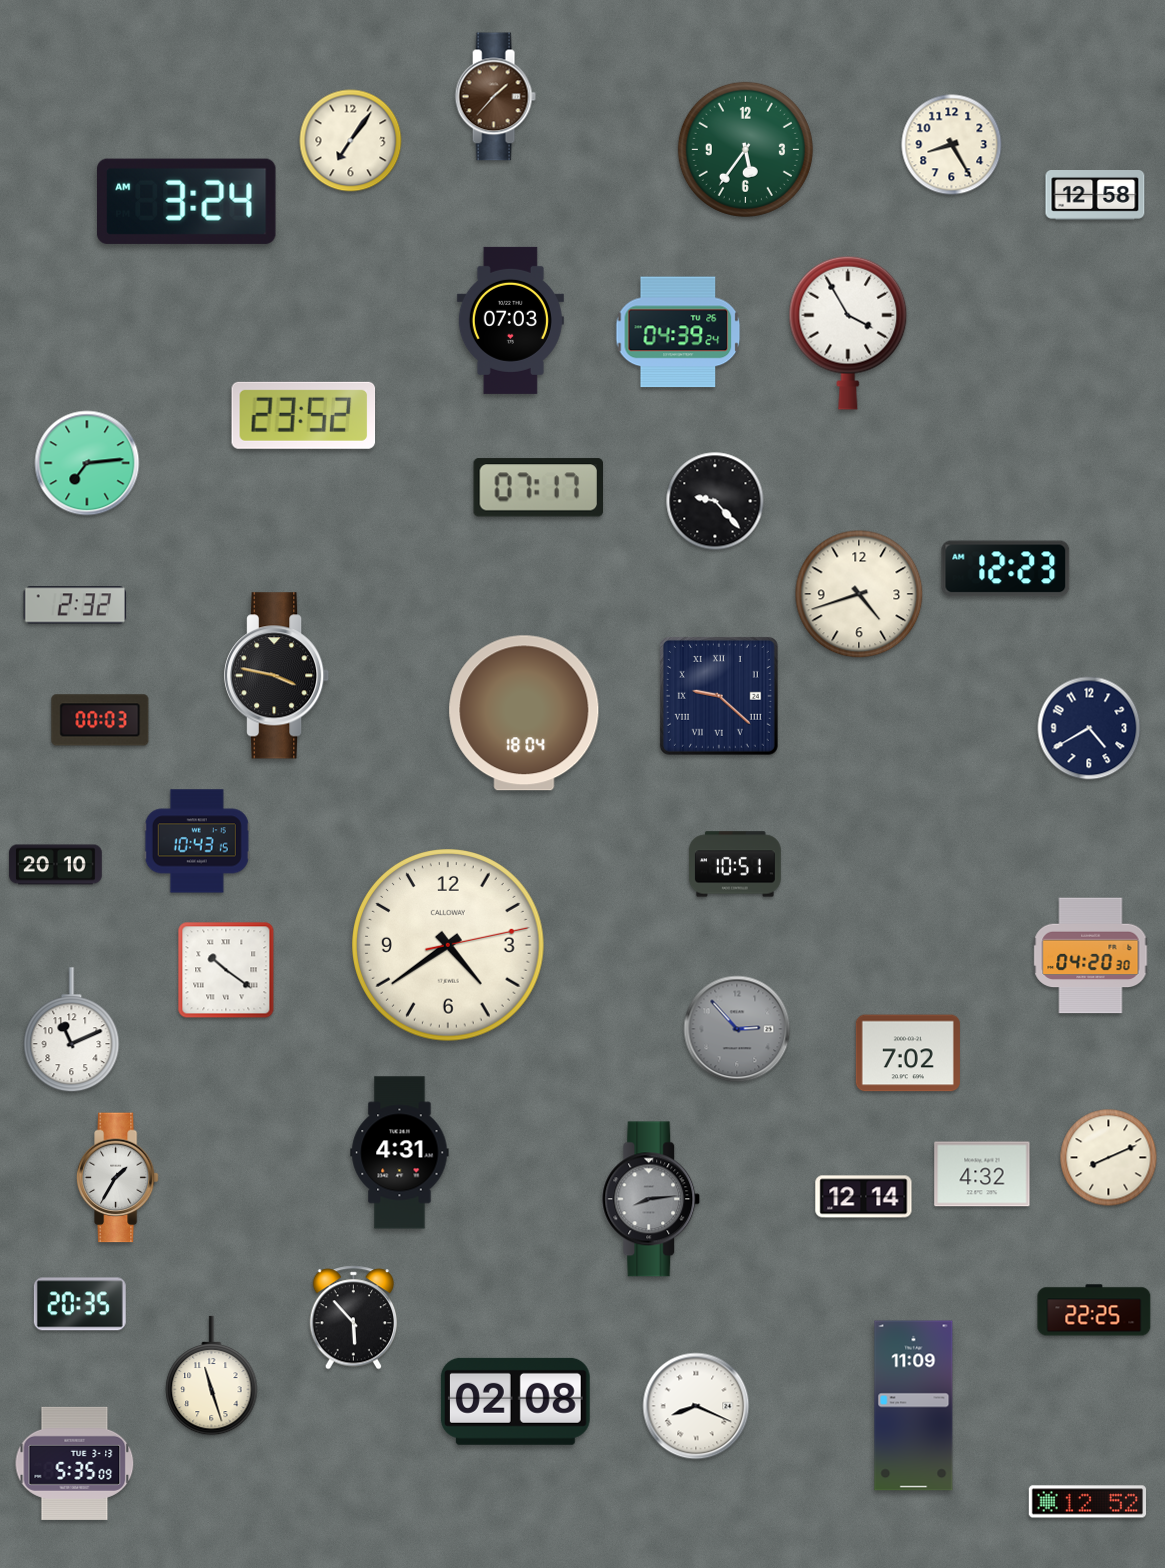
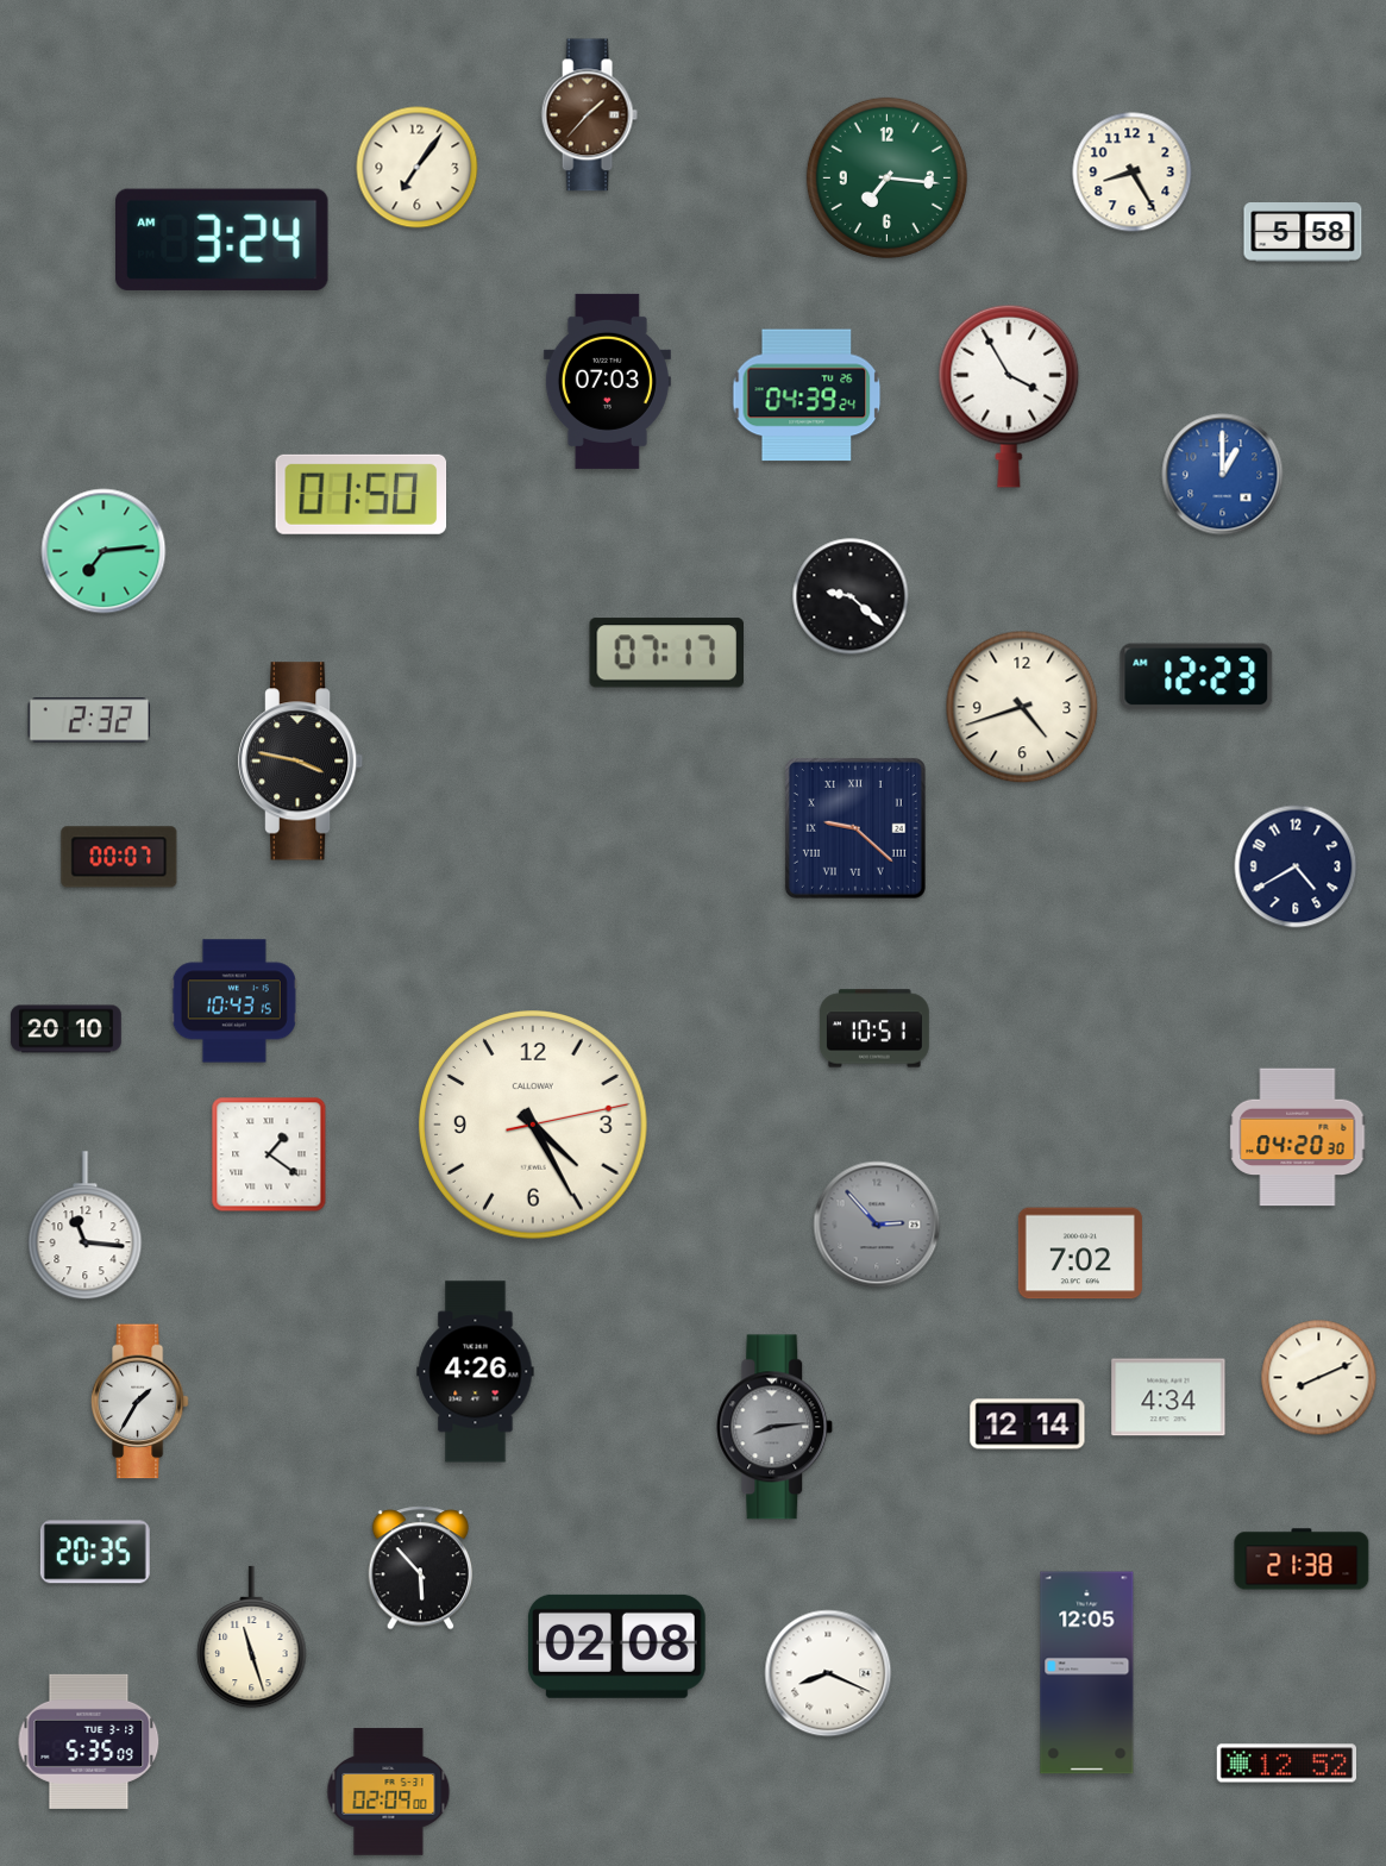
clock at (745, 149): 5:36 -> 7:16
clock at (1095, 196): 12:58 -> 5:58
clock at (1223, 475): none -> 1:00
clock at (304, 415): 23:52 -> 01:50
clock at (539, 488) position: (539, 488) -> (667, 653)
clock at (715, 501): 9:23 -> 9:22
clock at (278, 676) position: (278, 676) -> (302, 762)
clock at (524, 713): 18:04 -> none
clock at (100, 720): 00:03 -> 00:07
clock at (448, 945): 4:39 -> 4:25
clock at (226, 970): 10:21 -> 1:21
clock at (72, 1030): 11:11 -> 11:16
clock at (400, 1153): 4:31 -> 4:26
clock at (982, 1174): 4:32 -> 4:34
clock at (1094, 1310): 22:25 -> 21:38
clock at (515, 1401) position: (515, 1401) -> (616, 1646)
clock at (914, 1406): 11:09 -> 12:05
clock at (1087, 1502) position: (1087, 1502) -> (1286, 1764)
clock at (389, 1792): none -> 02:09
